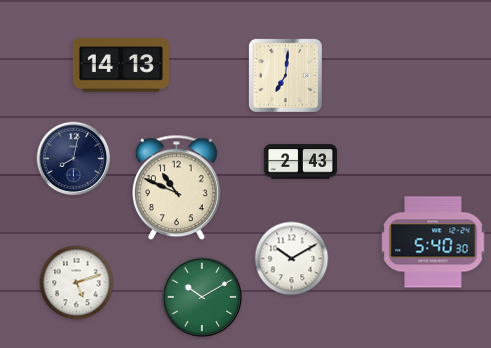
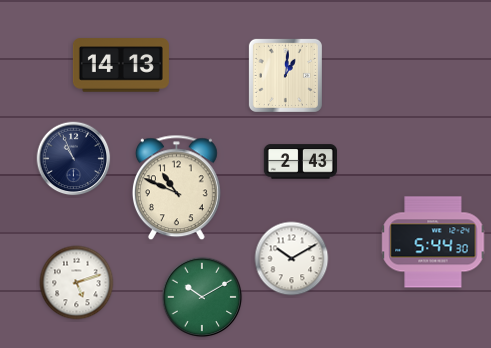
clock at (285, 75): 7:01 -> 1:01
clock at (74, 159): 8:02 -> 10:56
clock at (433, 242): 5:40 -> 5:44
